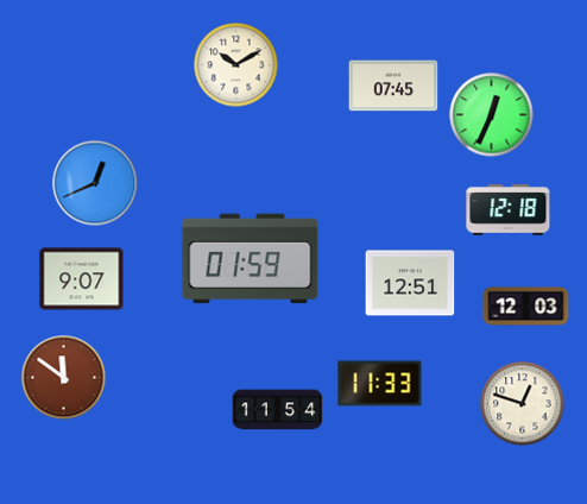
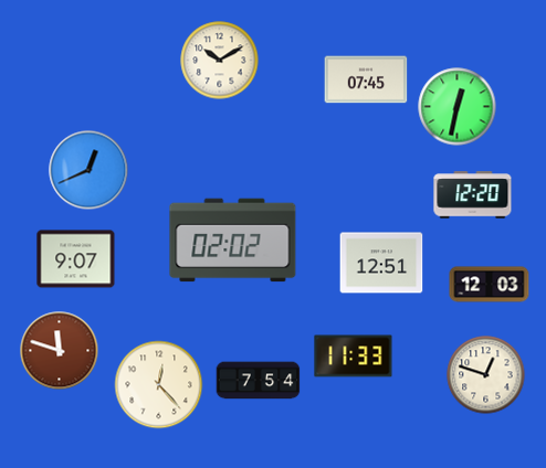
clock at (492, 115): 12:34 -> 12:32
clock at (509, 210): 12:18 -> 12:20
clock at (251, 259): 01:59 -> 02:02
clock at (64, 378): 11:51 -> 11:48
clock at (278, 410): 11:54 -> 7:54
clock at (159, 385): none -> 12:23
